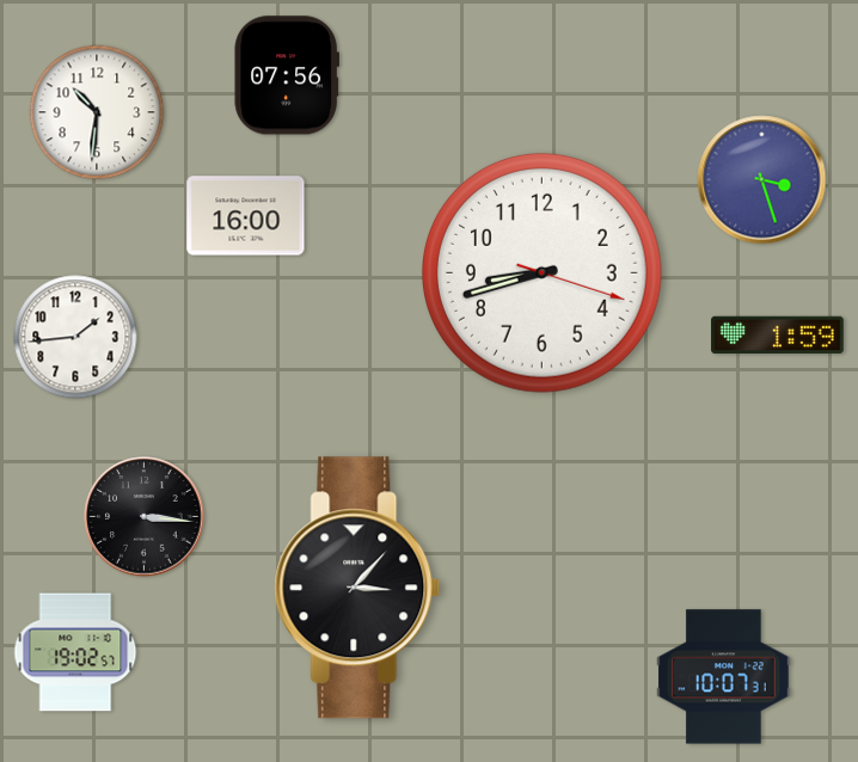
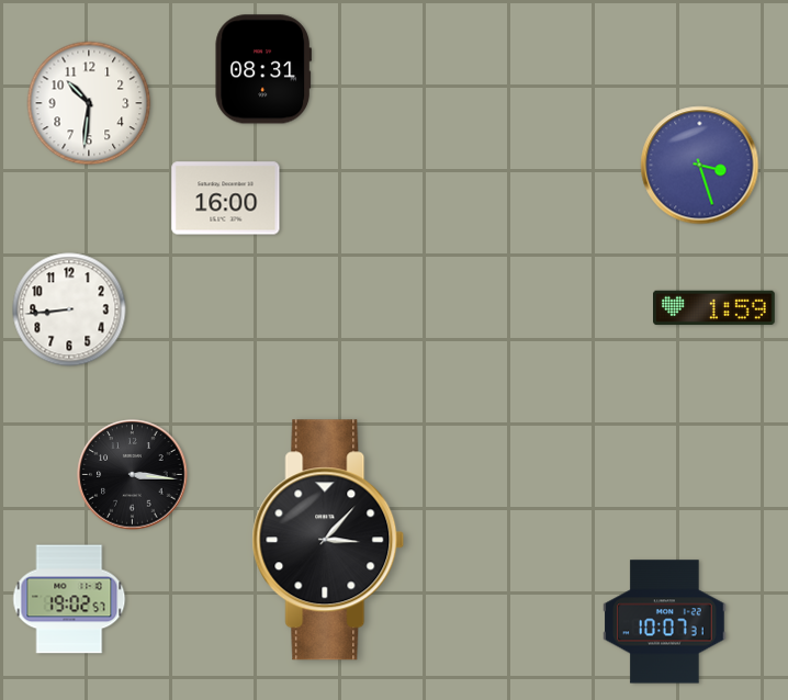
clock at (286, 75): 07:56 -> 08:31
clock at (541, 272): 8:42 -> none
clock at (75, 337): 1:44 -> 8:44
